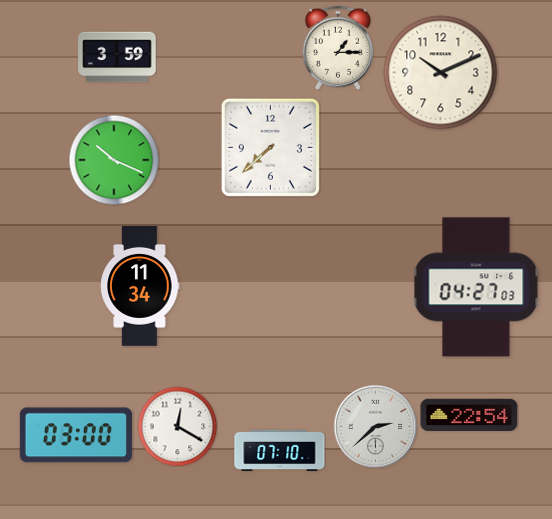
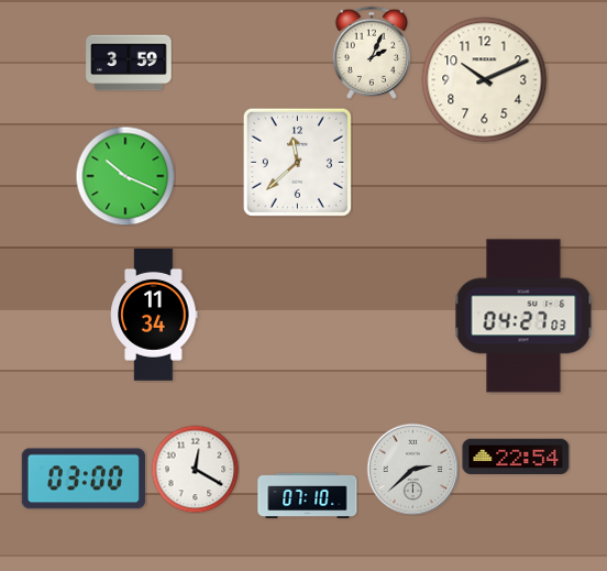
clock at (338, 48): 1:15 -> 2:04
clock at (270, 147): 7:38 -> 11:38
